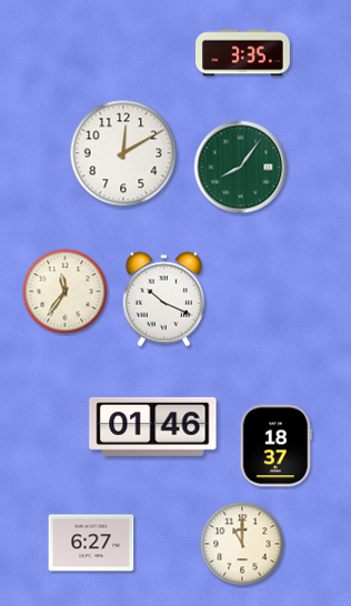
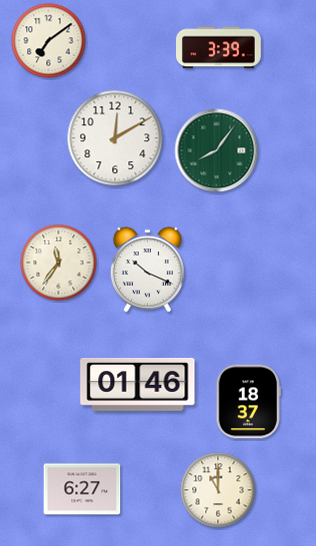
clock at (49, 41): none -> 7:09
clock at (243, 53): 3:35 -> 3:39
clock at (123, 153) position: (123, 153) -> (115, 138)
